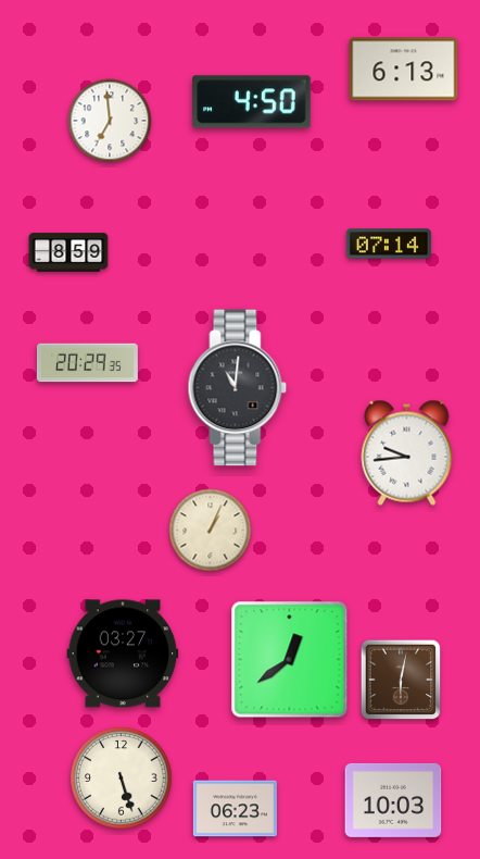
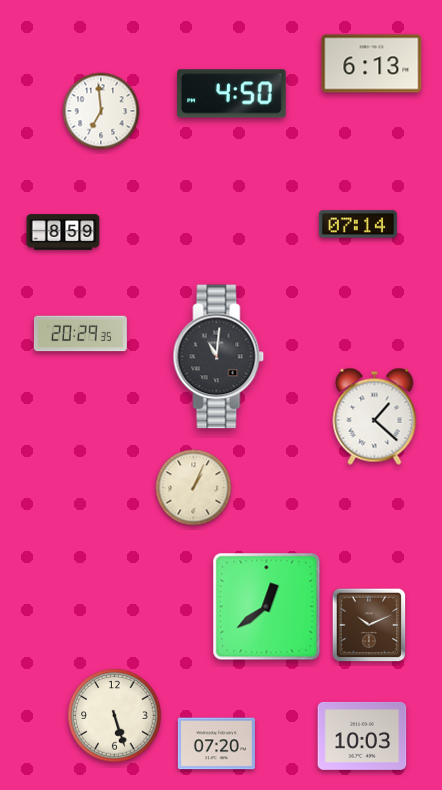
clock at (407, 452): 9:44 -> 1:22
clock at (123, 653): 03:27 -> none
clock at (401, 680): 6:02 -> 10:11
clock at (122, 779) position: (122, 779) -> (115, 716)
clock at (235, 809): 06:23 -> 07:20
